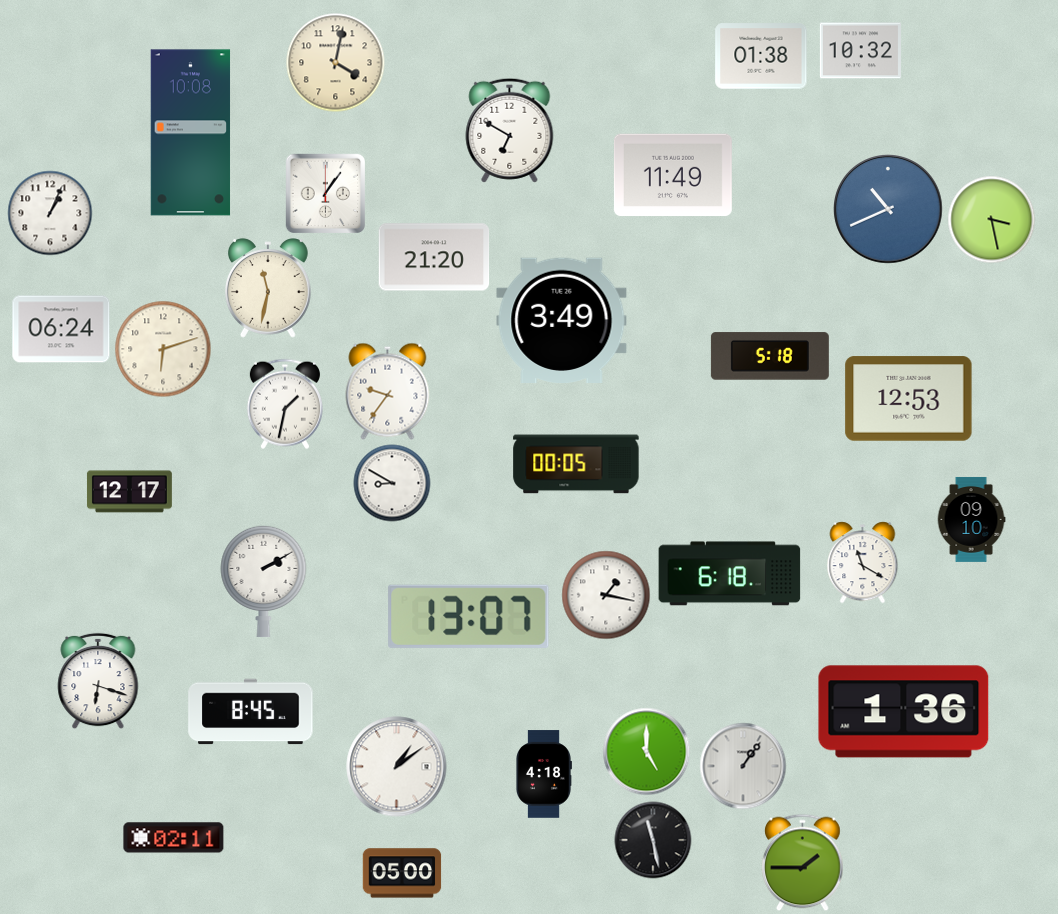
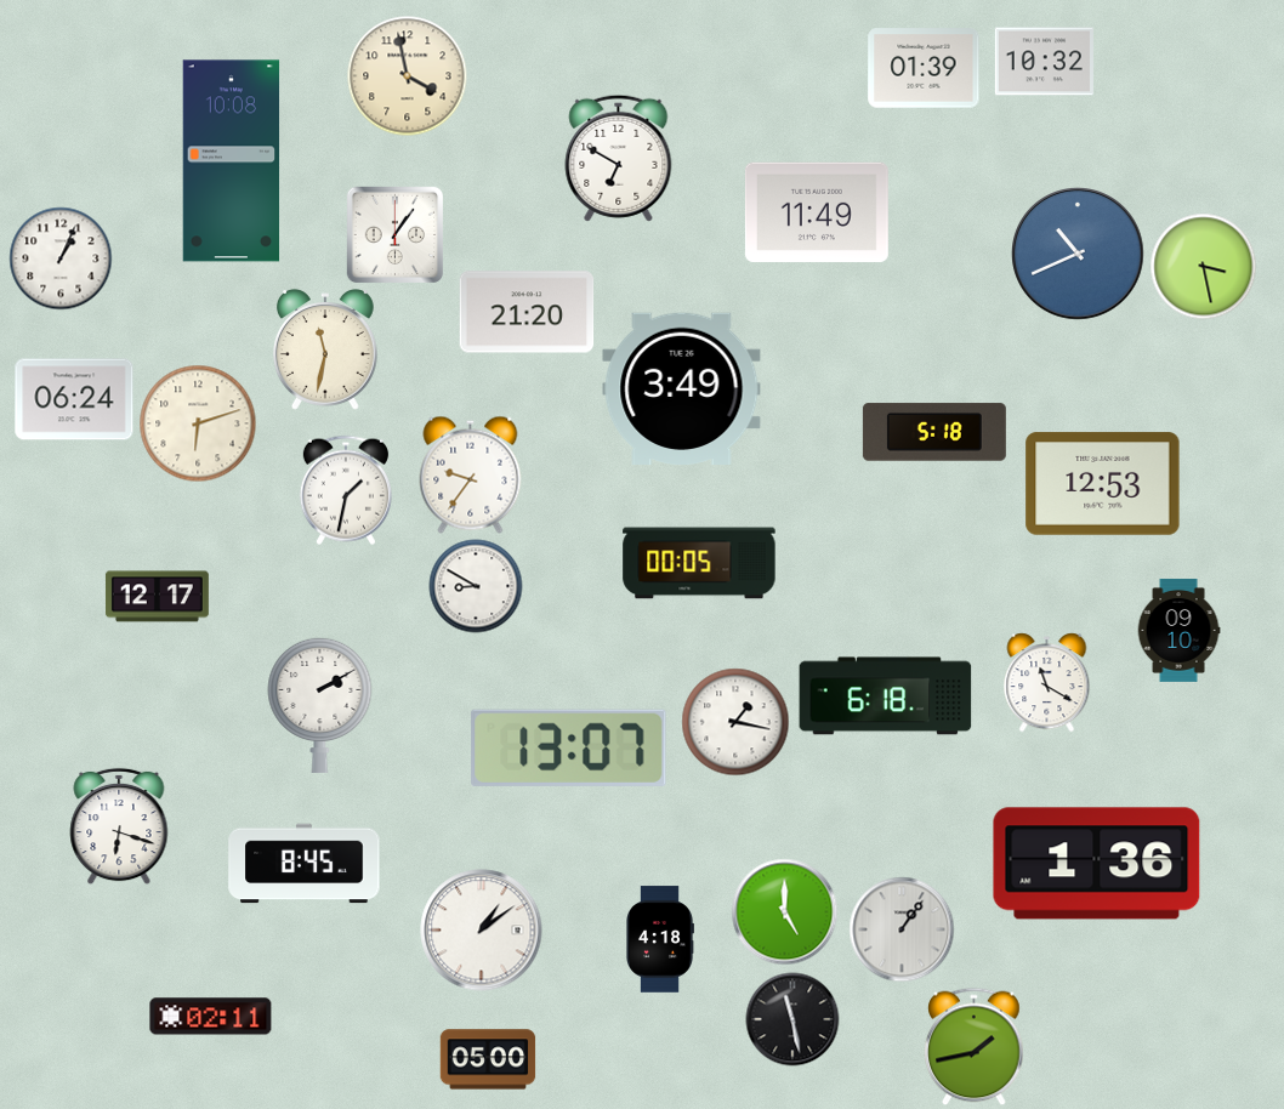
clock at (761, 56): 01:38 -> 01:39
clock at (336, 63): 4:02 -> 3:58
clock at (803, 863): 1:45 -> 1:43
